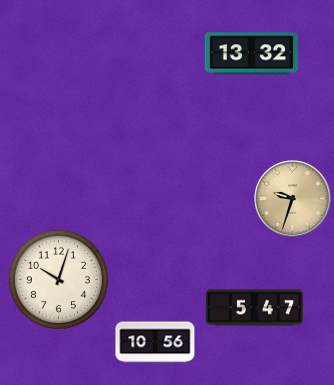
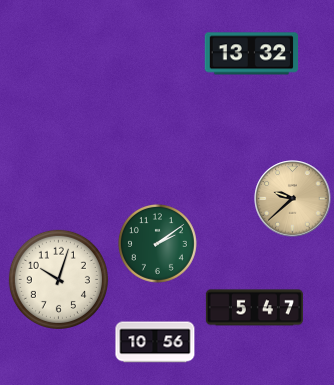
clock at (293, 199): 9:33 -> 9:38
clock at (157, 243): none -> 2:09
